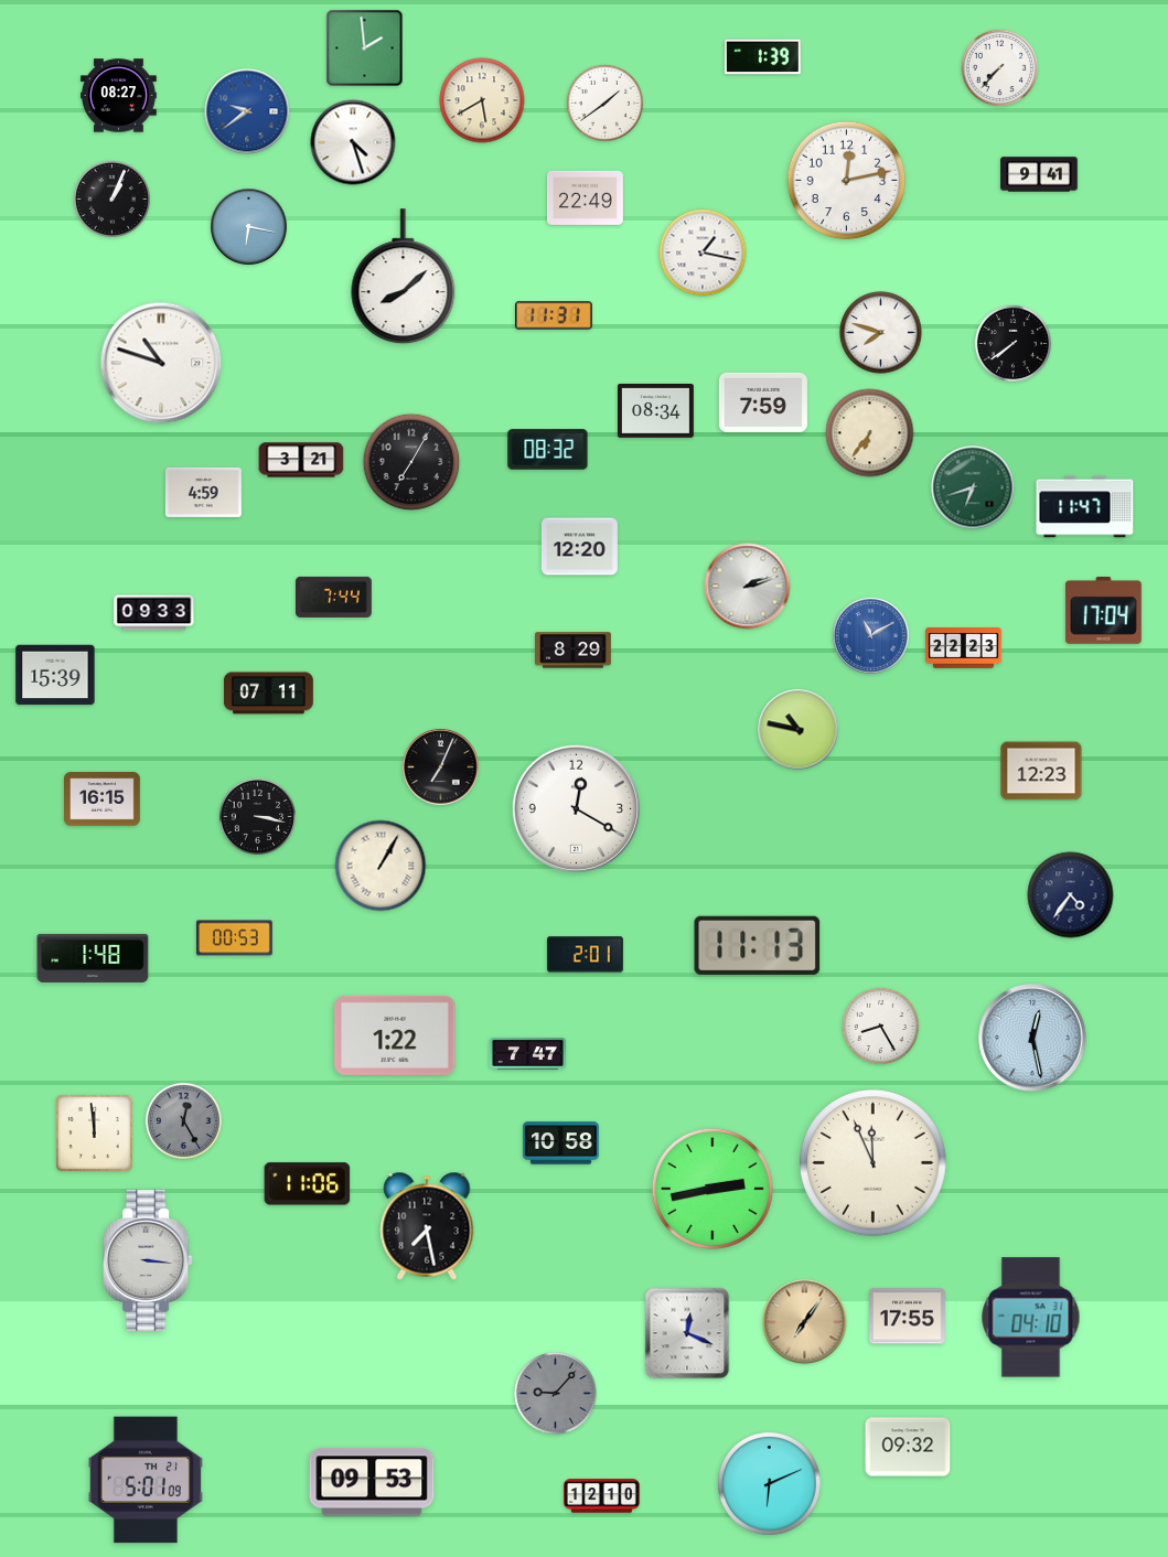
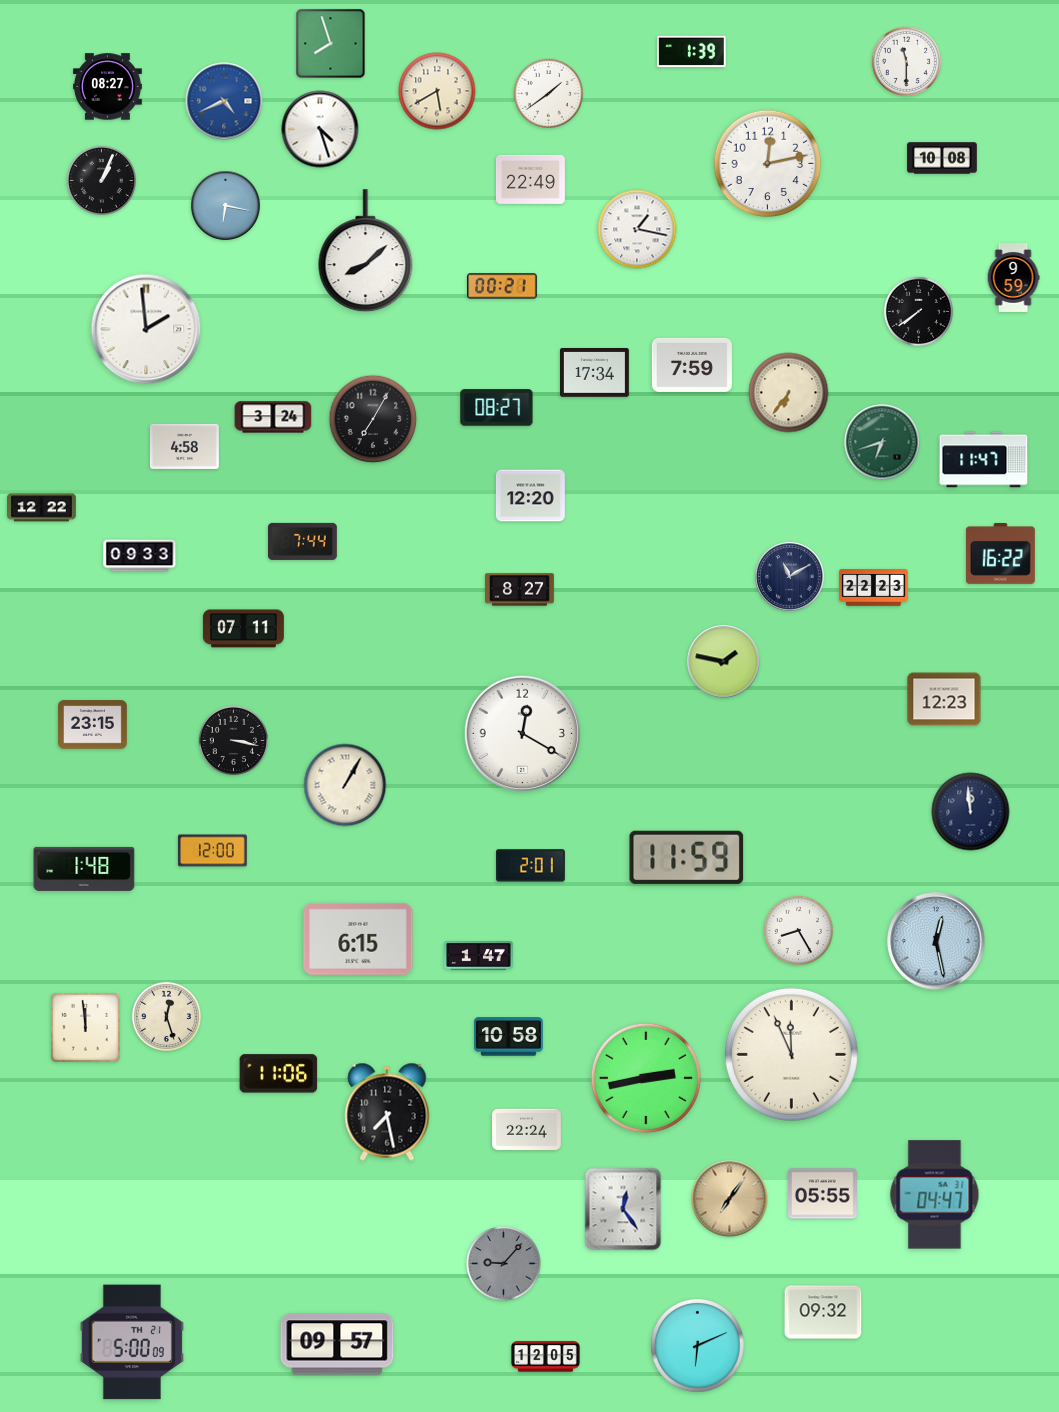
clock at (365, 49): 1:59 -> 7:57
clock at (999, 67): 7:37 -> 11:30
clock at (247, 111): 9:39 -> 4:41
clock at (1039, 174): 9:41 -> 10:08
clock at (1013, 278): none -> 9:59
clock at (554, 315): 11:31 -> 00:21
clock at (881, 333): 7:48 -> none
clock at (161, 363): 10:48 -> 1:59
clock at (656, 411): 08:34 -> 17:34
clock at (548, 450): 08:32 -> 08:27
clock at (301, 460): 3:21 -> 3:24
clock at (203, 492): 4:59 -> 4:58
clock at (580, 547) position: (580, 547) -> (531, 496)
clock at (42, 508): none -> 12:22
clock at (748, 587): 2:12 -> none
clock at (1103, 611): 17:04 -> 16:22
clock at (871, 636) dial: blue -> navy
clock at (574, 651): 8:29 -> 8:27
clock at (55, 675): 15:39 -> none
clock at (799, 730): 10:47 -> 1:47
clock at (441, 767): 7:04 -> none
clock at (103, 799): 16:15 -> 23:15
clock at (1071, 895): 4:36 -> 11:59
clock at (234, 938): 00:53 -> 12:00
clock at (758, 945): 11:13 -> 11:59
clock at (395, 1035): 1:22 -> 6:15
clock at (528, 1054): 7:47 -> 1:47
clock at (183, 1120): 12:25 -> 12:27
clock at (183, 1120) dial: grey -> cream
clock at (527, 1130): none -> 22:24
clock at (148, 1259): 3:16 -> none
clock at (908, 1317): 17:55 -> 05:55
clock at (1031, 1318): 04:10 -> 04:47
clock at (687, 1333): 12:19 -> 12:24
clock at (146, 1480): 5:01 -> 5:00
clock at (372, 1482): 09:53 -> 09:57
clock at (602, 1496): 12:10 -> 12:05
